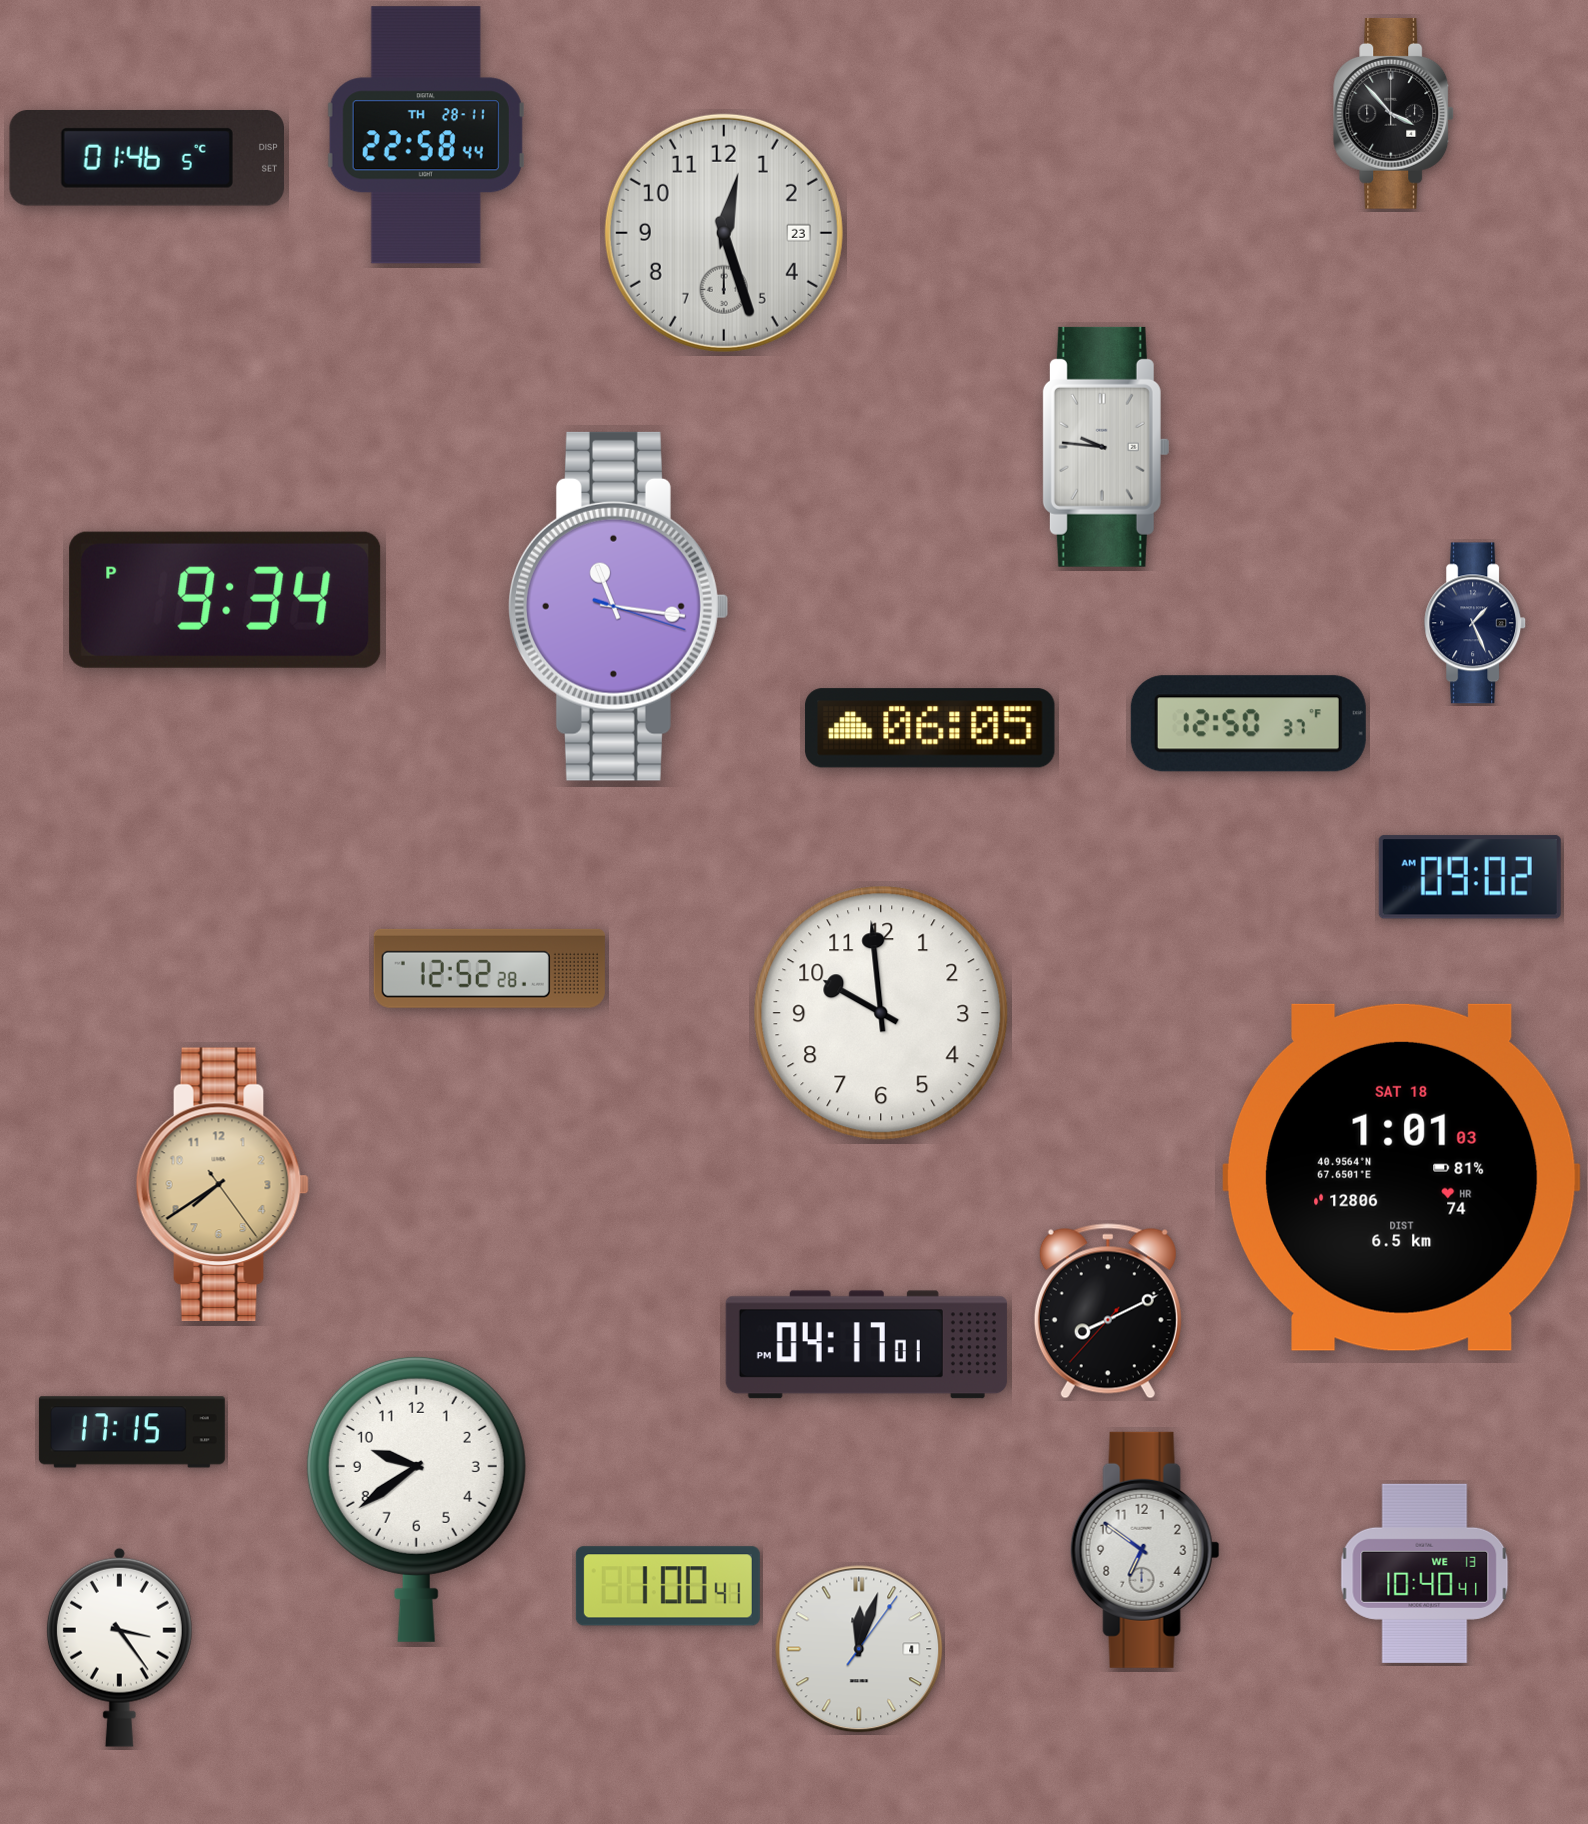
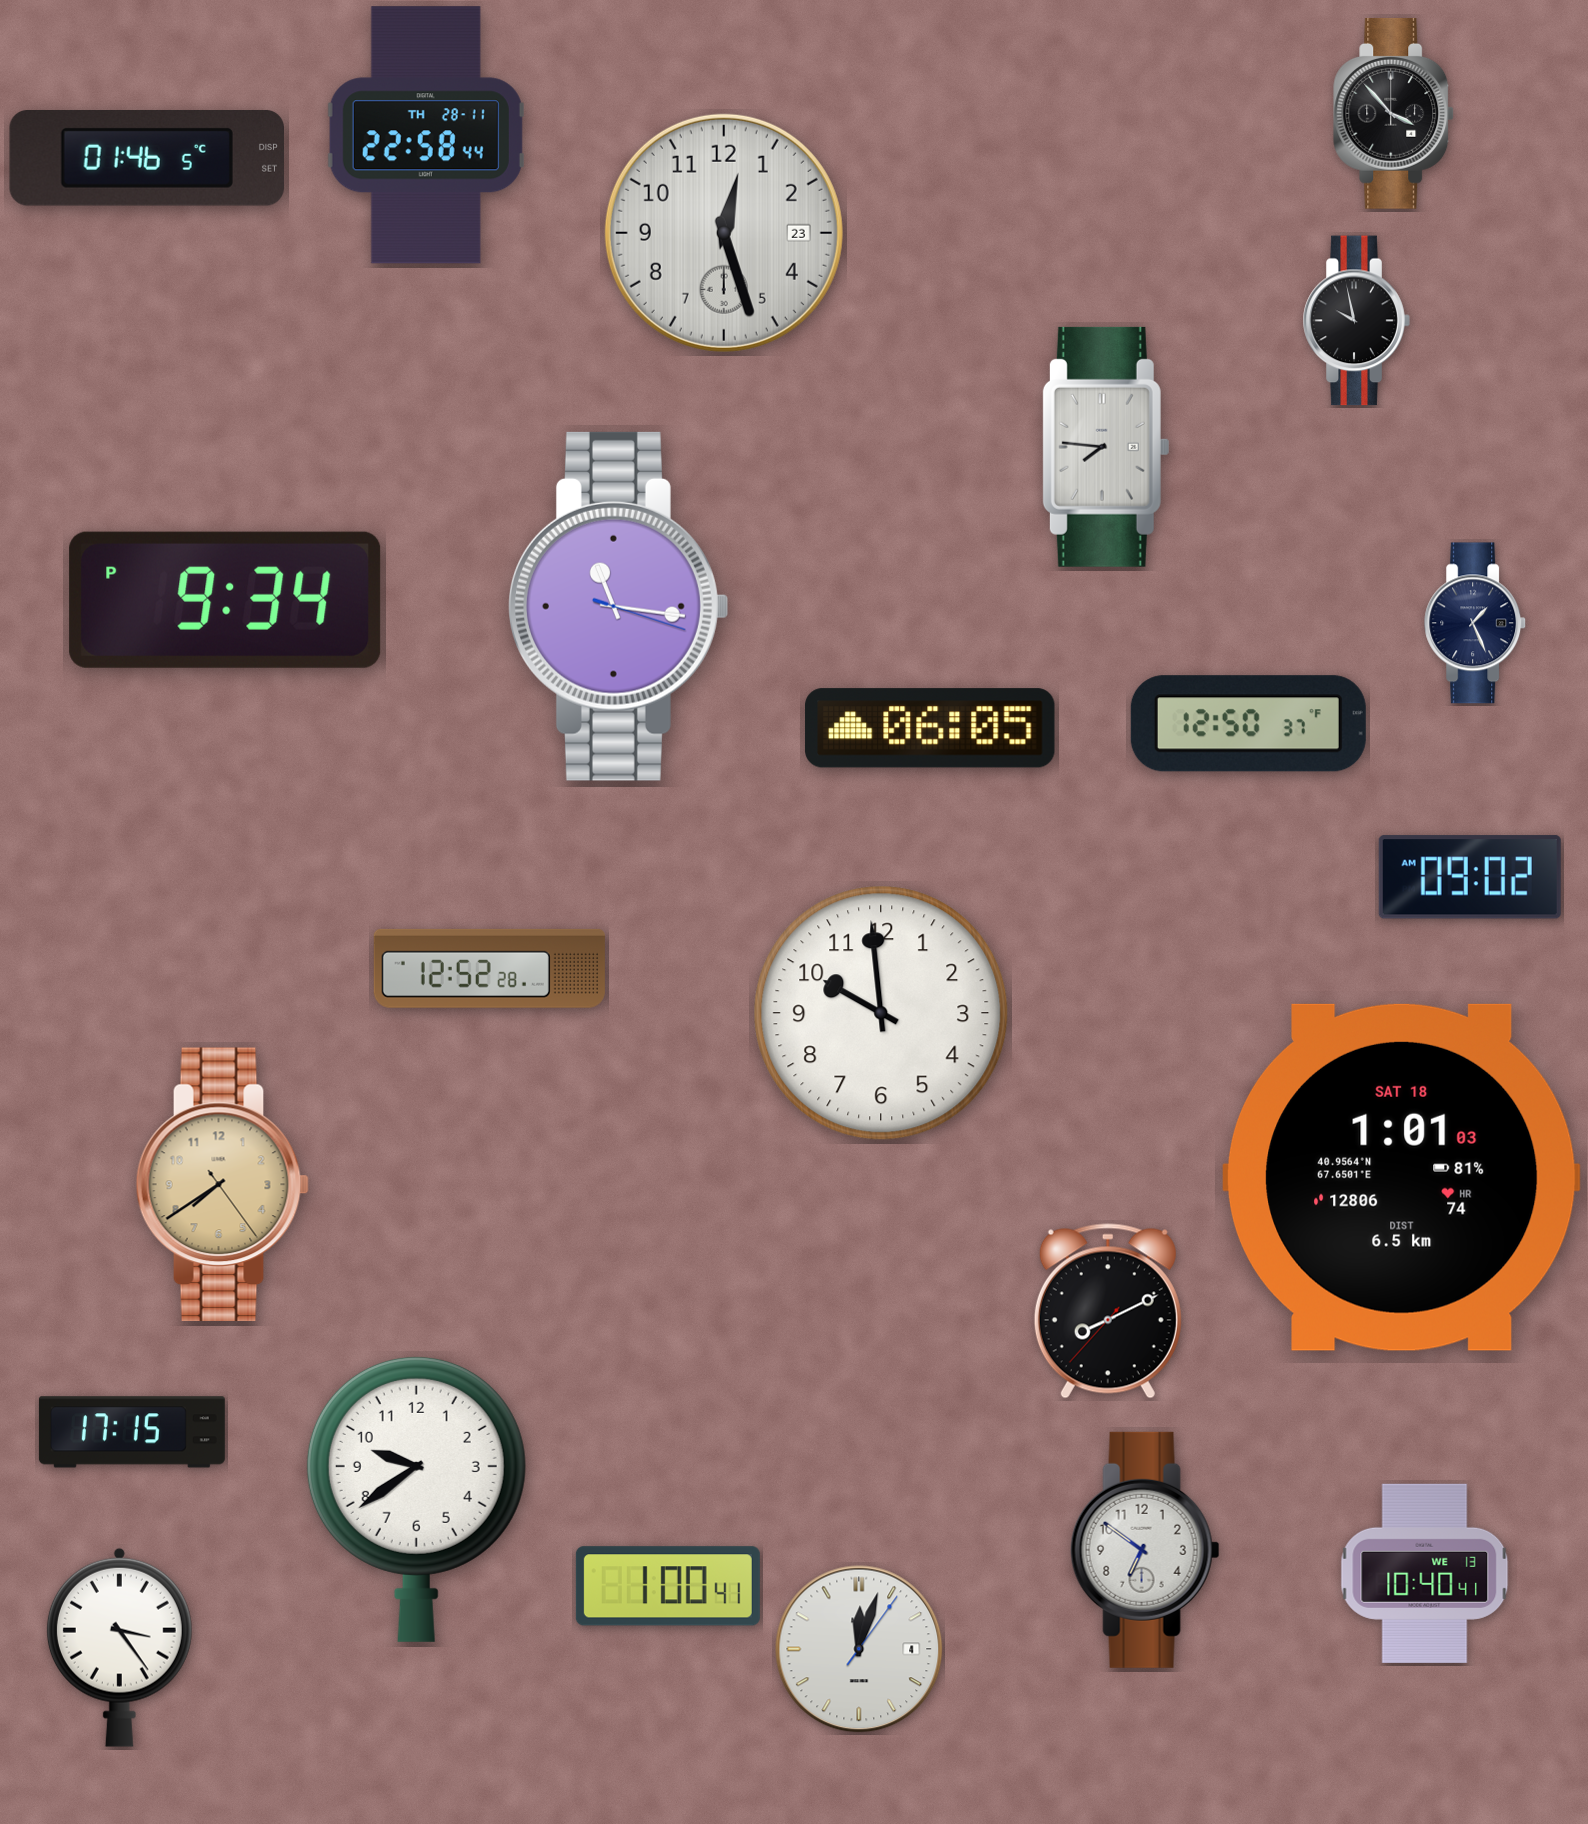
clock at (1356, 321): none -> 9:58
clock at (1106, 447): 9:46 -> 7:46
clock at (866, 1345): 04:17 -> none
